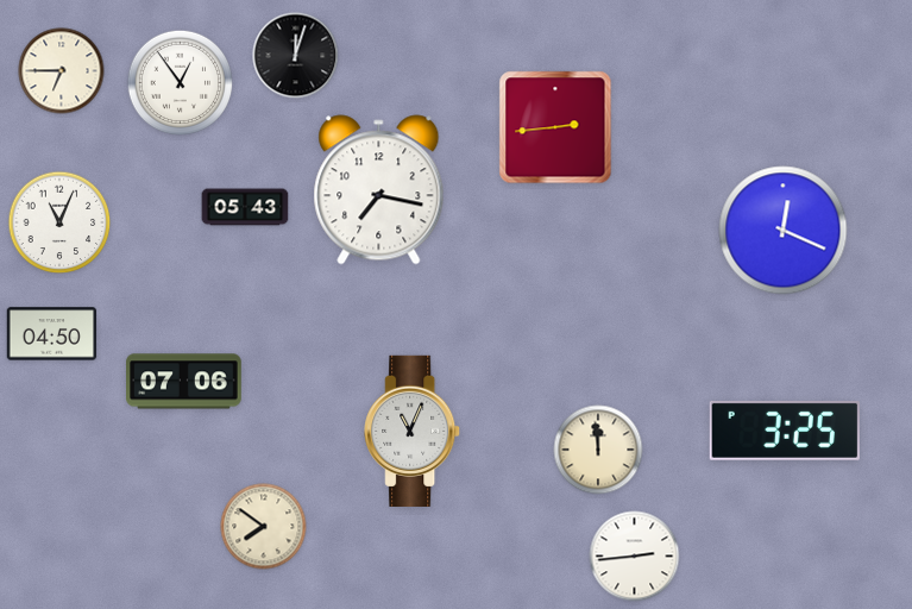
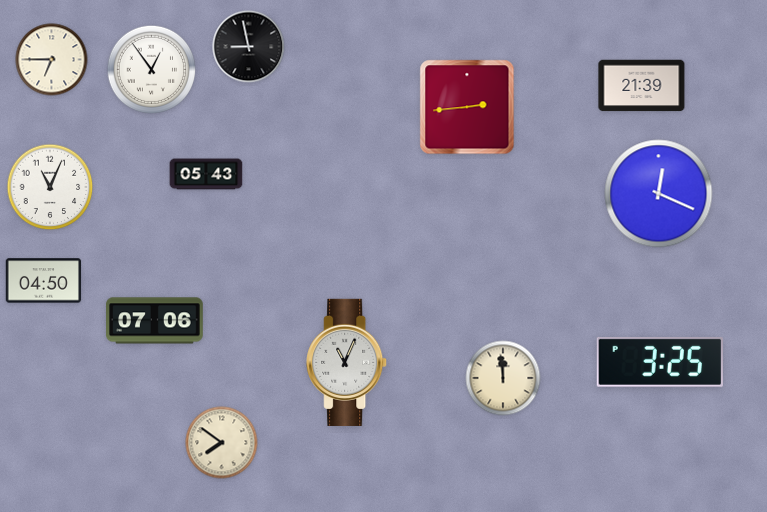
clock at (296, 56): 12:03 -> 8:58
clock at (642, 86): none -> 21:39
clock at (379, 190): 7:17 -> none
clock at (635, 557): 2:44 -> none
